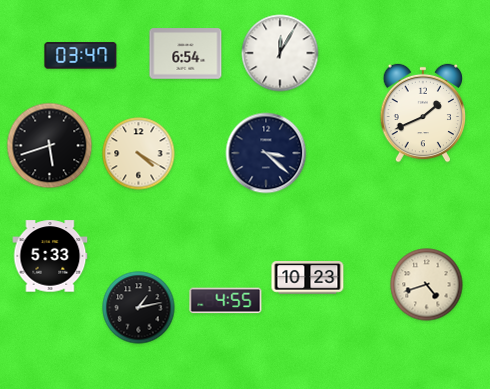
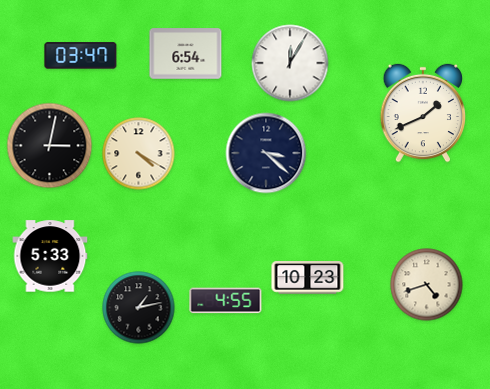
clock at (280, 53) position: (280, 53) -> (290, 63)
clock at (50, 146): 5:42 -> 3:02
